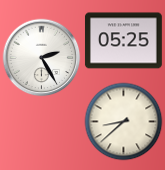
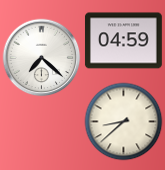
clock at (123, 41): 05:25 -> 04:59
clock at (41, 57): 2:25 -> 7:22
